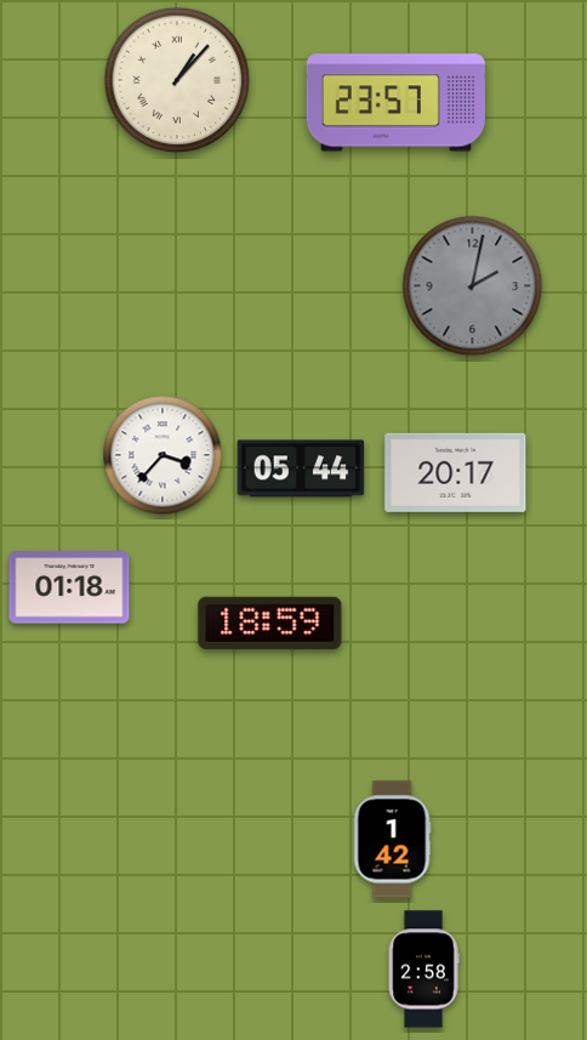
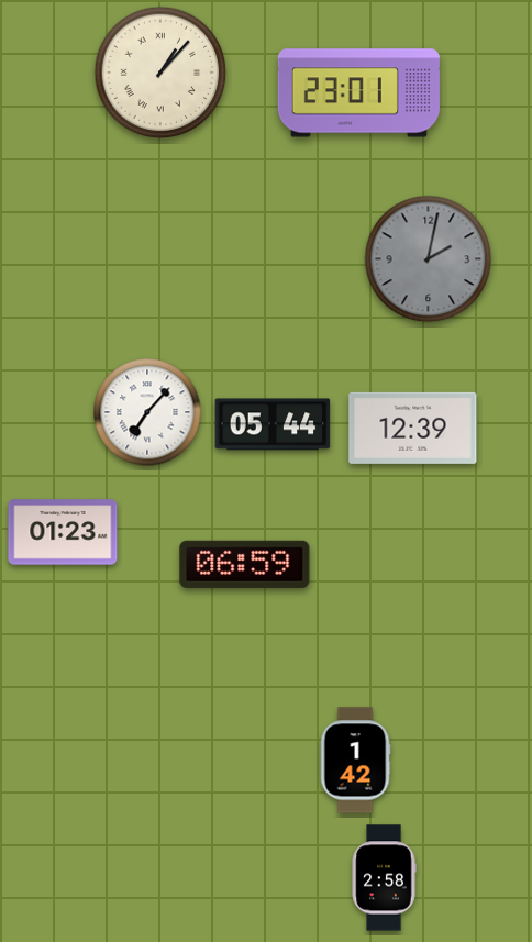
clock at (395, 103): 23:57 -> 23:01
clock at (163, 455): 3:37 -> 7:07
clock at (456, 472): 20:17 -> 12:39
clock at (69, 587): 01:18 -> 01:23
clock at (270, 623): 18:59 -> 06:59
